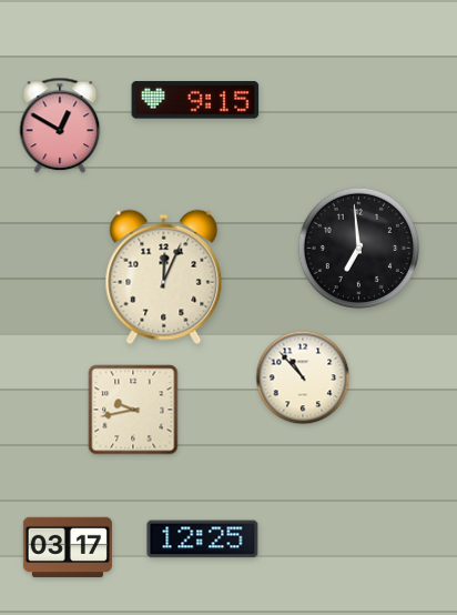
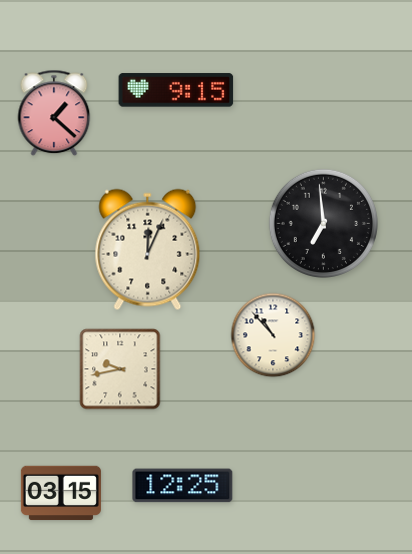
clock at (60, 125): 12:50 -> 1:22
clock at (303, 377) position: (303, 377) -> (273, 335)
clock at (68, 547): 03:17 -> 03:15
